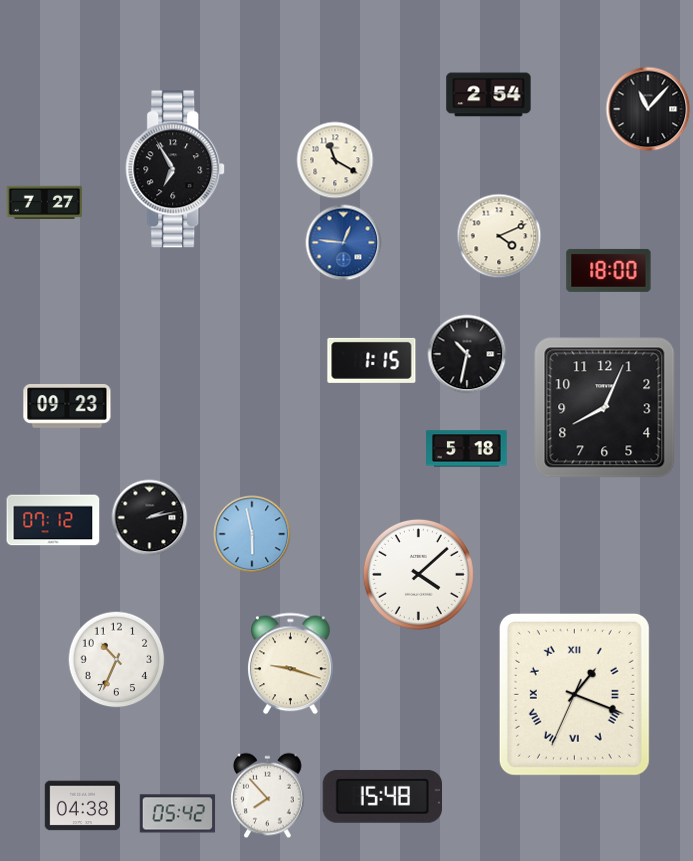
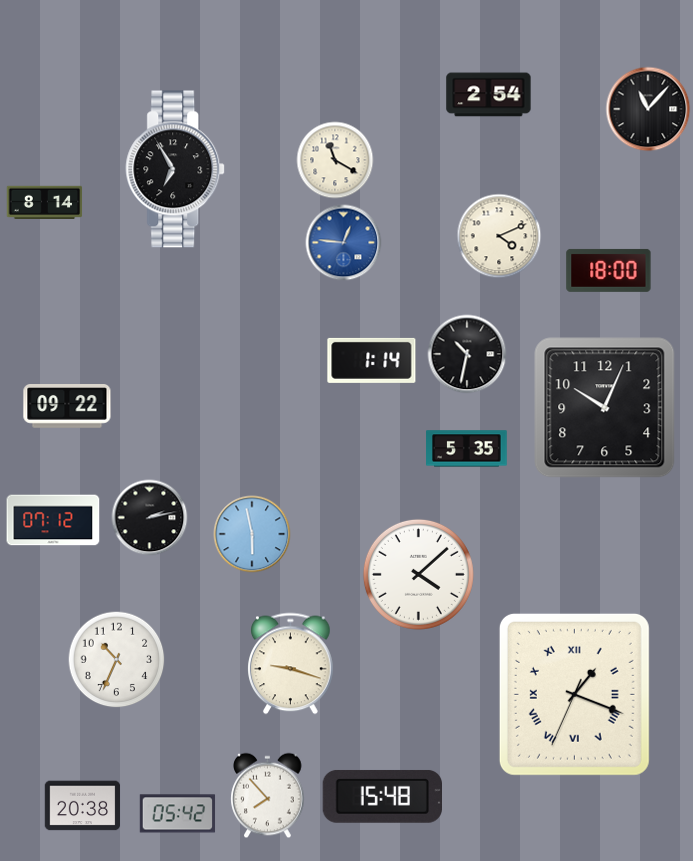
clock at (45, 202): 7:27 -> 8:14
clock at (372, 360): 1:15 -> 1:14
clock at (67, 407): 09:23 -> 09:22
clock at (605, 408): 8:04 -> 10:04
clock at (467, 449): 5:18 -> 5:35
clock at (83, 806): 04:38 -> 20:38
